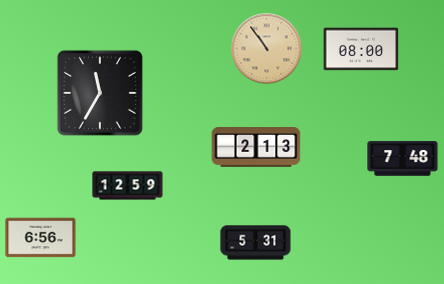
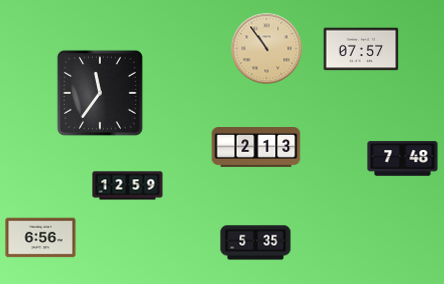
clock at (361, 49): 08:00 -> 07:57
clock at (100, 93): 11:35 -> 11:36
clock at (256, 243): 5:31 -> 5:35
